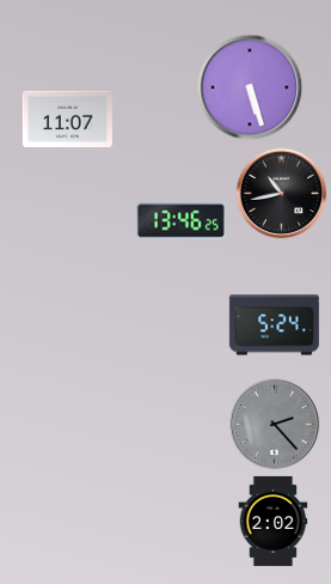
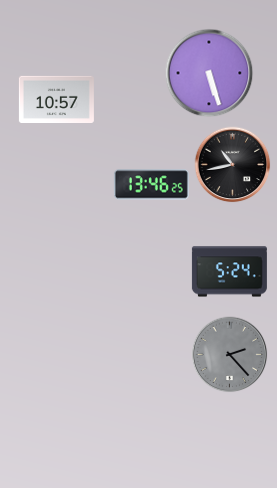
clock at (67, 118): 11:07 -> 10:57
clock at (282, 194) position: (282, 194) -> (233, 165)
clock at (274, 521): 2:02 -> none
